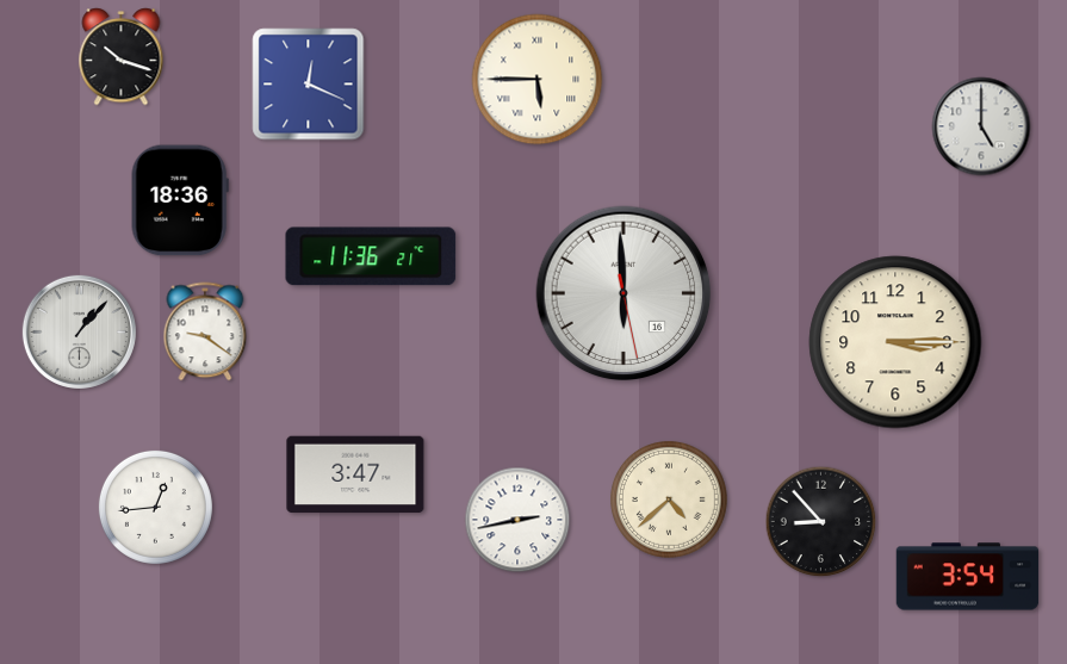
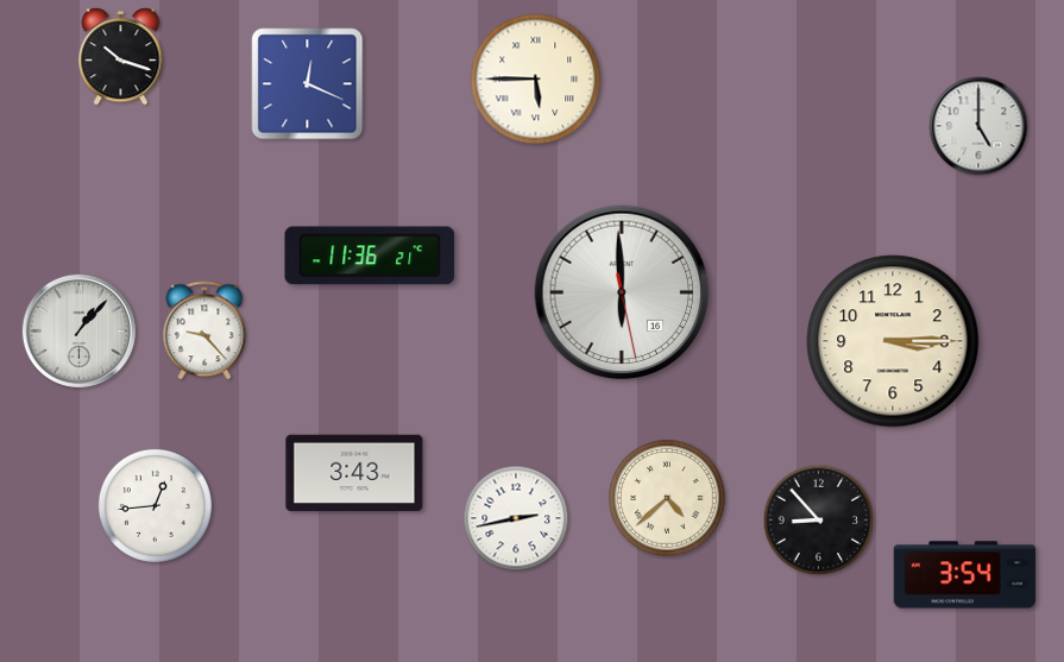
clock at (180, 200): 18:36 -> none
clock at (205, 331): 9:21 -> 9:23
clock at (355, 474): 3:47 -> 3:43
